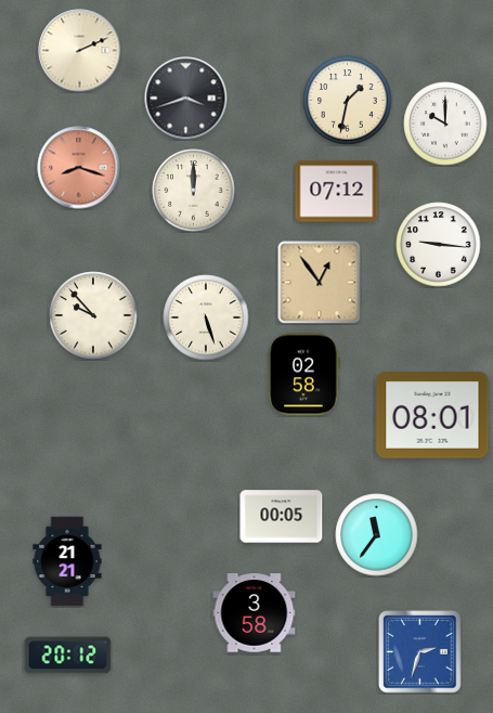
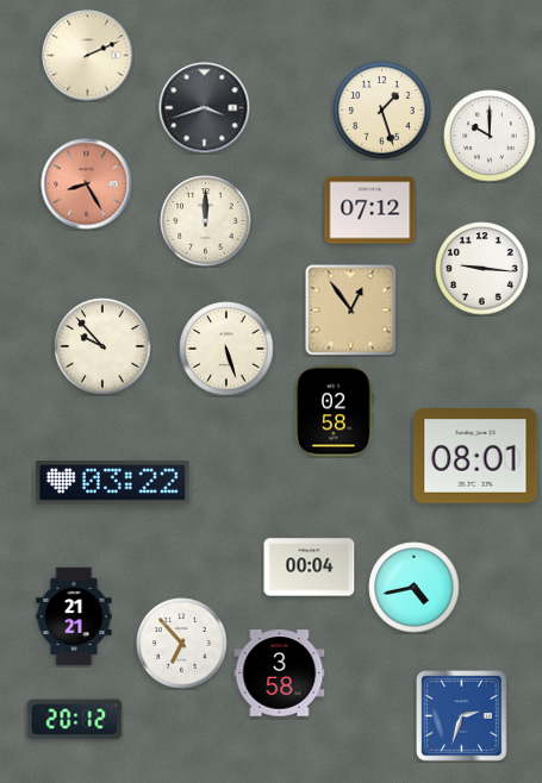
clock at (348, 101): 1:32 -> 1:27
clock at (79, 168): 8:18 -> 8:25
clock at (194, 191) position: (194, 191) -> (206, 221)
clock at (112, 483): none -> 03:22
clock at (282, 517): 00:05 -> 00:04
clock at (377, 535): 11:36 -> 4:43
clock at (182, 644): none -> 6:53
